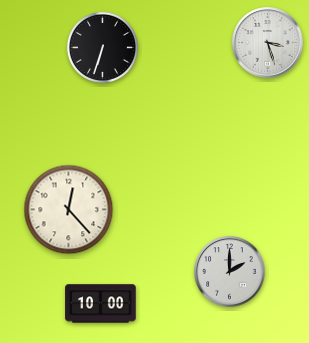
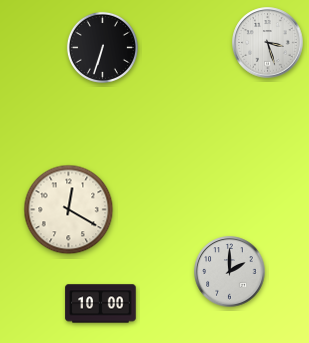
clock at (69, 210): 12:23 -> 12:20
